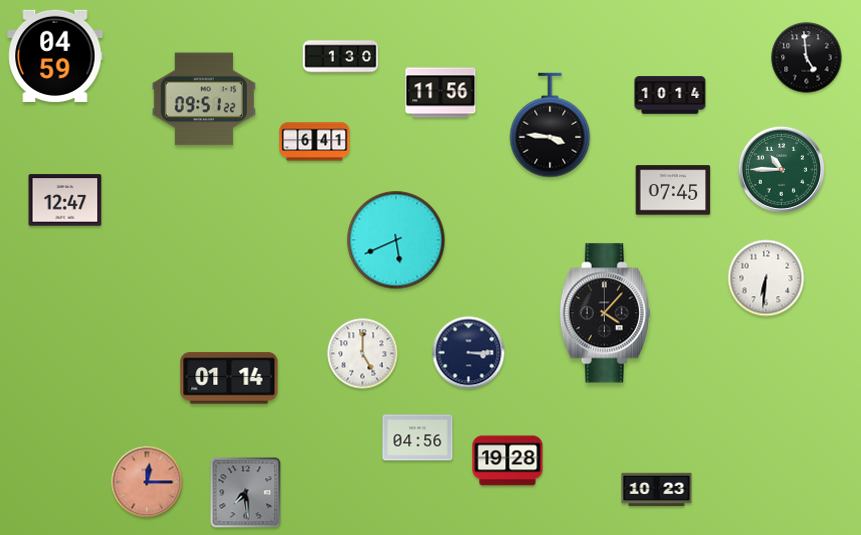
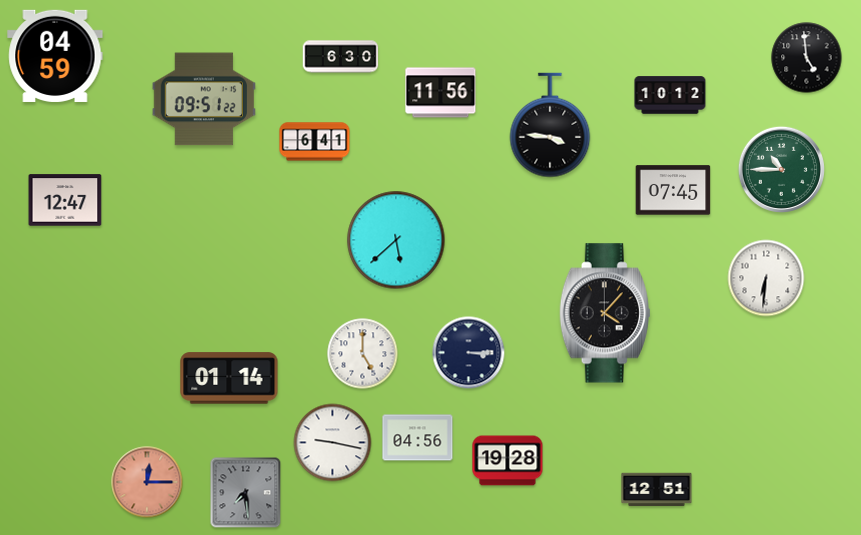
clock at (341, 57): 1:30 -> 6:30
clock at (670, 95): 10:14 -> 10:12
clock at (396, 240): 5:41 -> 5:38
clock at (333, 443): none -> 9:17
clock at (657, 490): 10:23 -> 12:51
